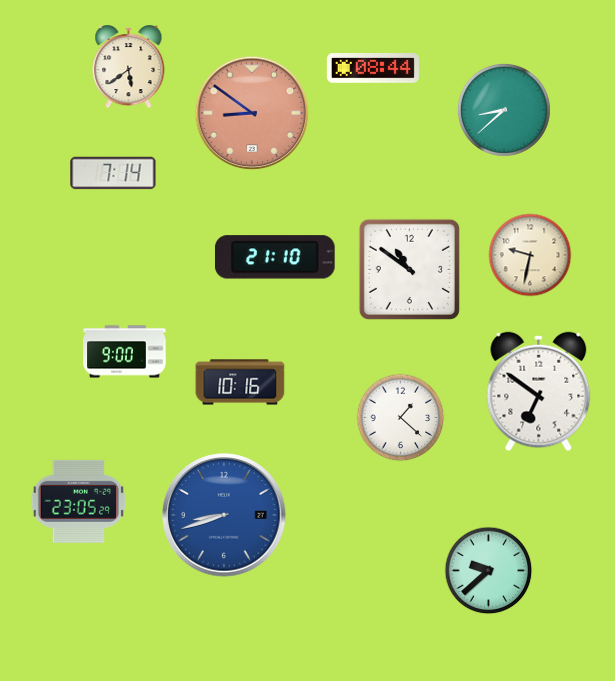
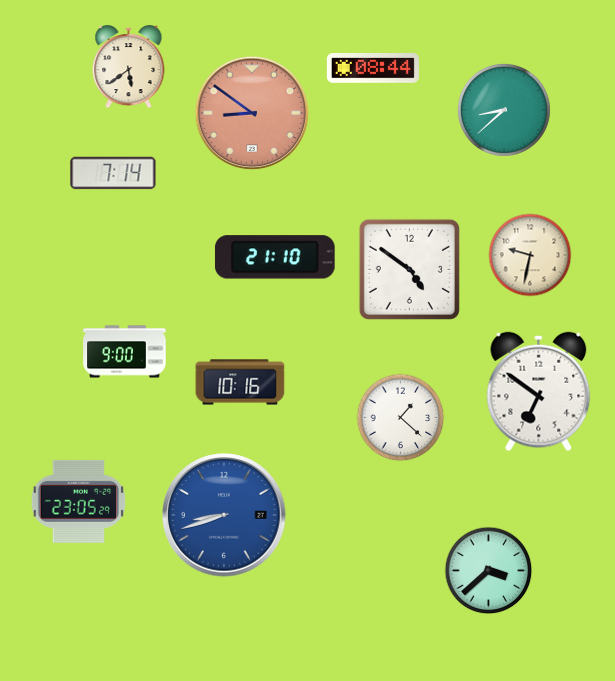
clock at (409, 269): 10:51 -> 4:51
clock at (489, 571): 9:38 -> 3:38
